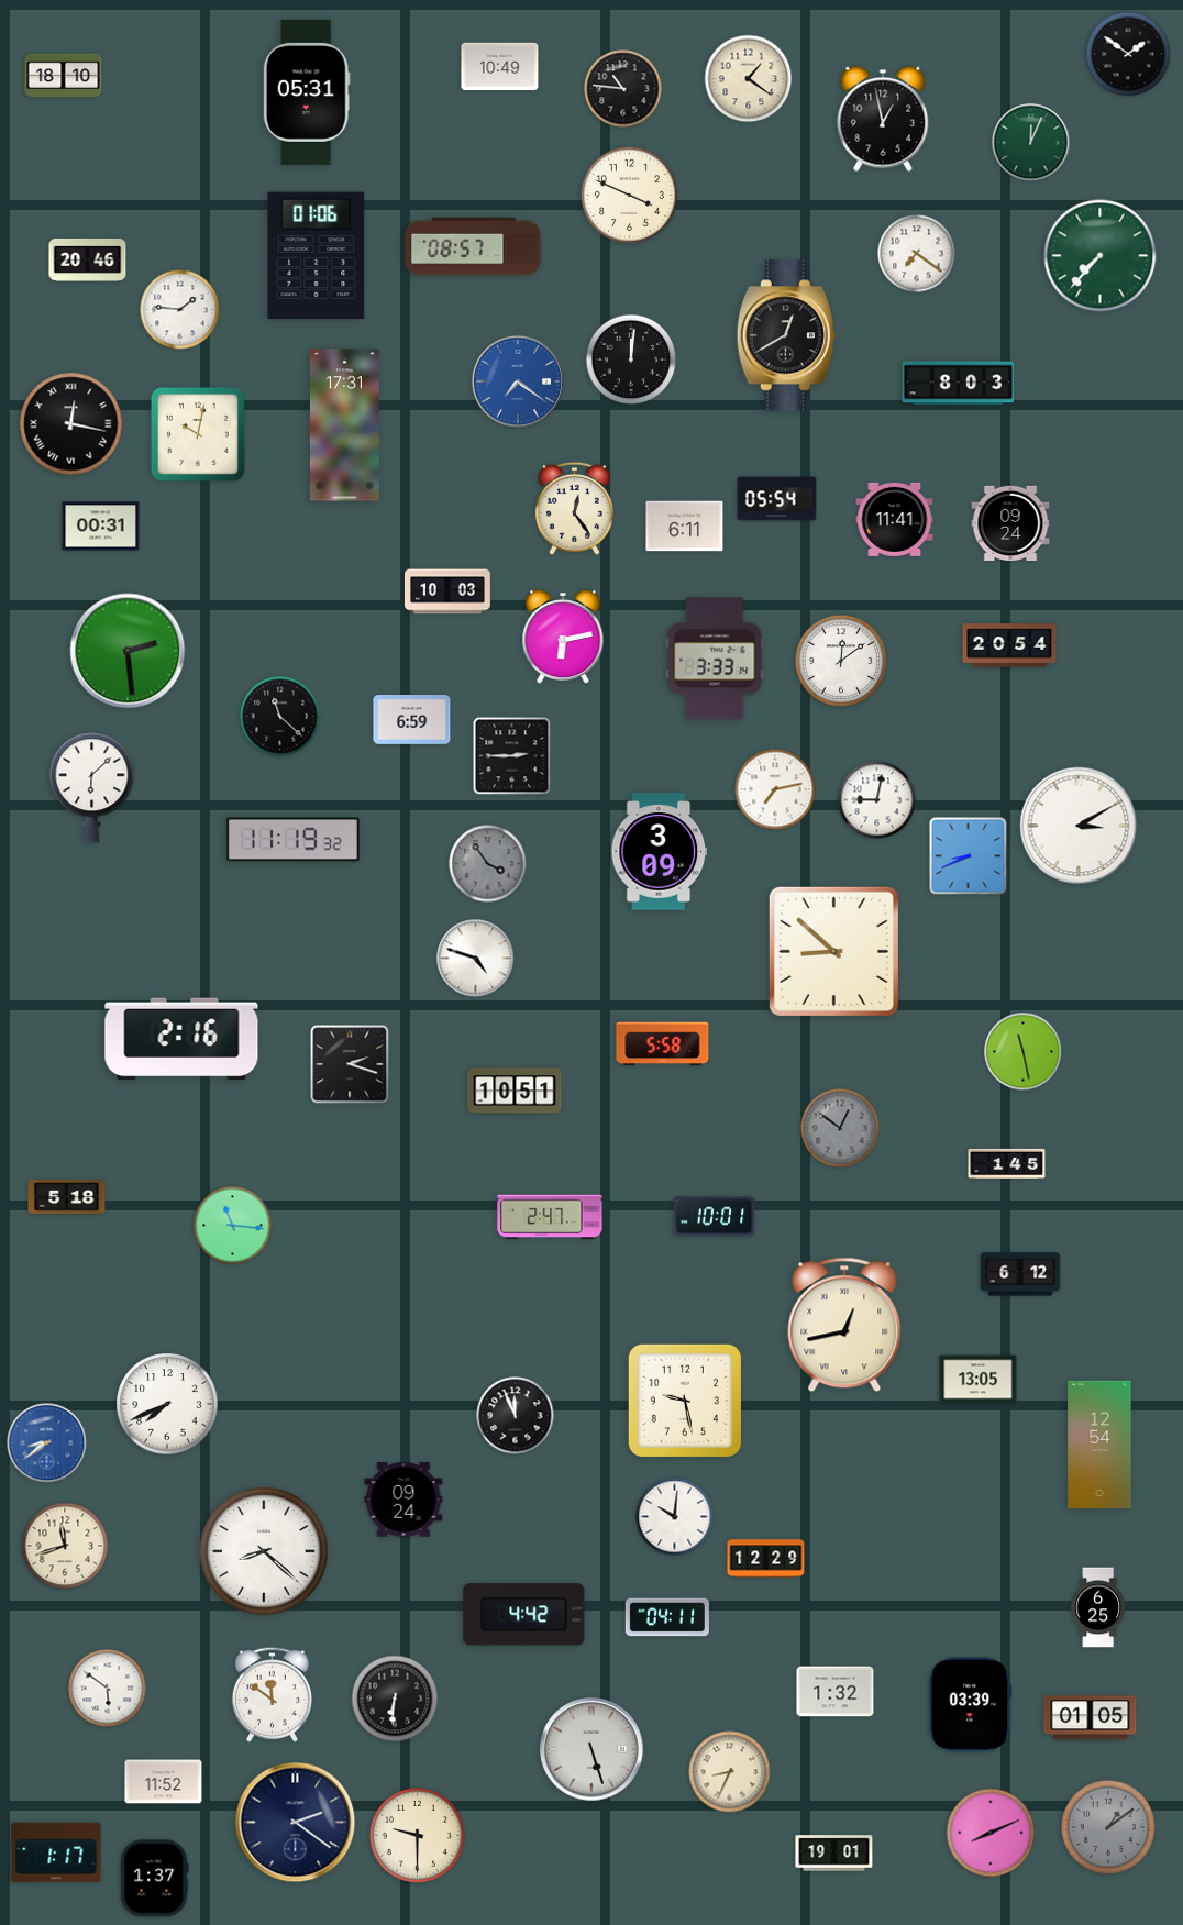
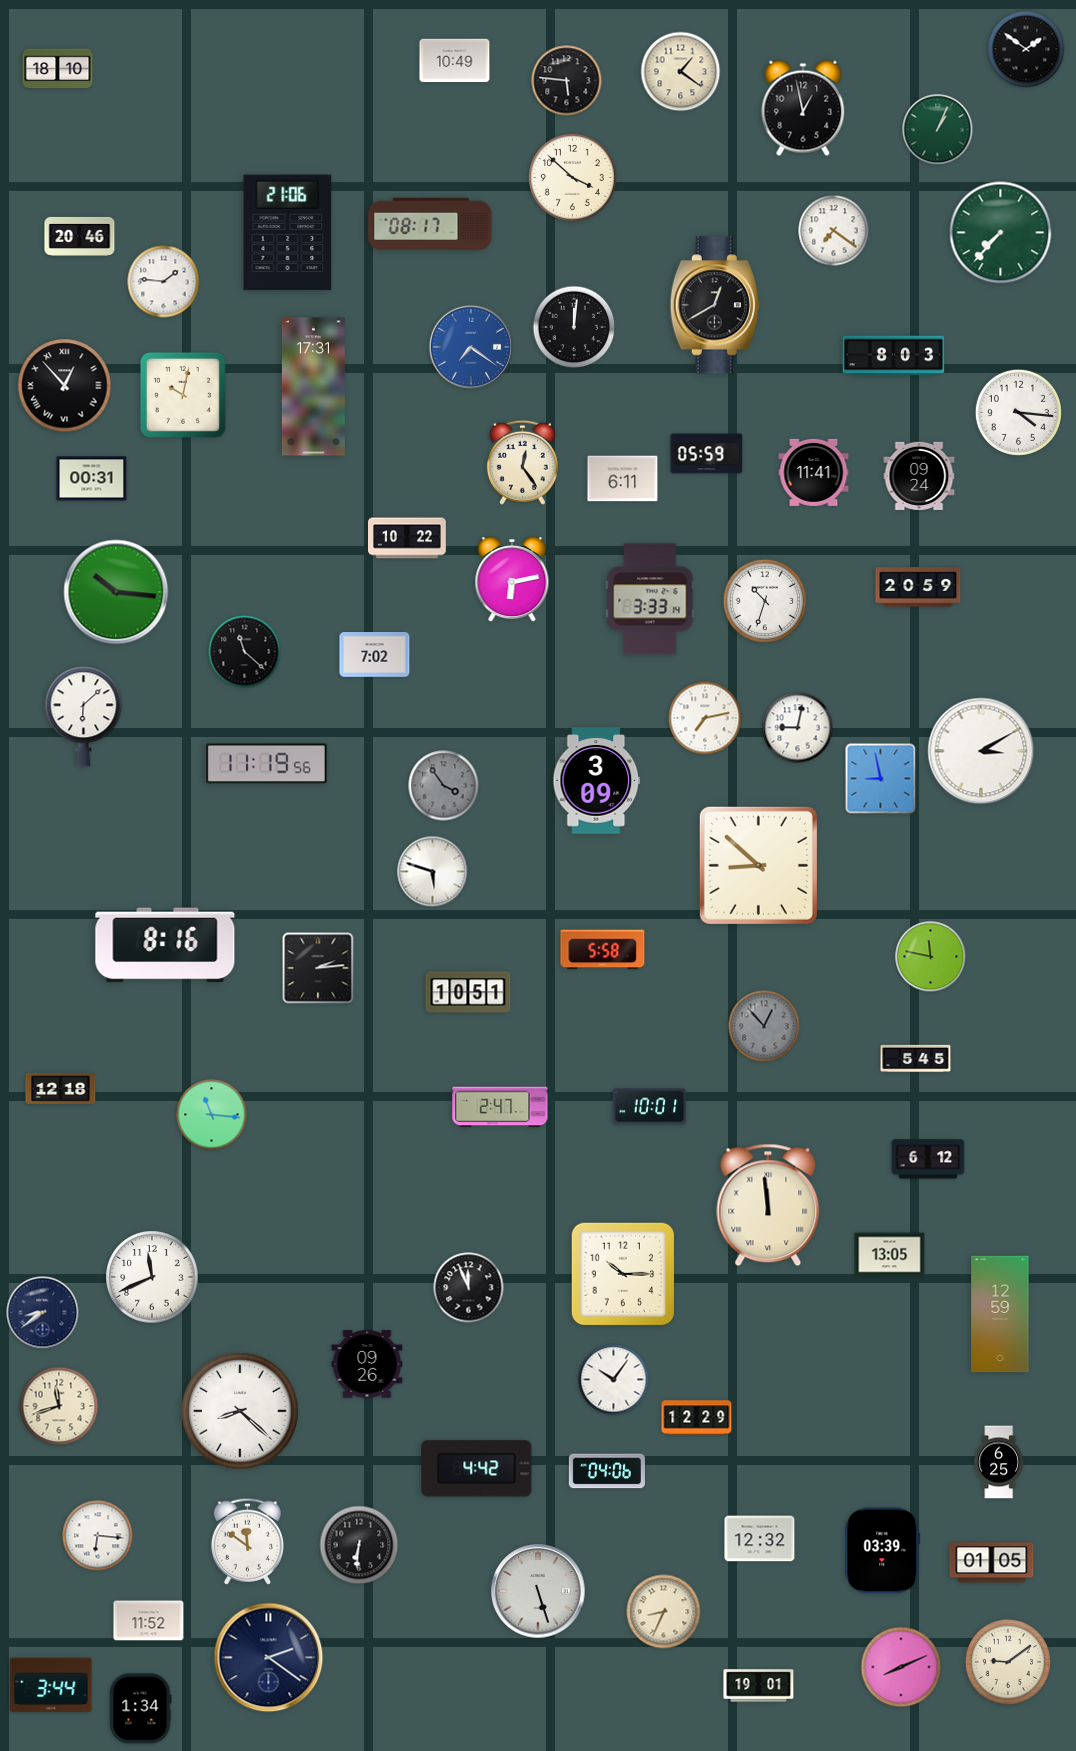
clock at (623, 89): 10:46 -> 5:46
clock at (307, 92): 05:31 -> none
clock at (1031, 143): 12:04 -> 1:04
clock at (629, 195): 3:49 -> 3:52
clock at (473, 246): 08:57 -> 08:17
clock at (317, 256): 01:06 -> 21:06
clock at (959, 384) position: (959, 384) -> (894, 356)
clock at (71, 424): 12:17 -> 12:53
clock at (198, 434) position: (198, 434) -> (183, 395)
clock at (1018, 412): none -> 4:16
clock at (777, 499): 05:54 -> 05:59
clock at (449, 591): 10:03 -> 10:22
clock at (1009, 645): 20:54 -> 20:59
clock at (128, 651): 2:29 -> 10:16
clock at (841, 661): 12:09 -> 10:33
clock at (280, 717) position: (280, 717) -> (245, 652)
clock at (412, 720): 6:59 -> 7:02
clock at (512, 756): 2:45 -> none
clock at (294, 840): 11:19:32 -> 11:19:56
clock at (660, 852) position: (660, 852) -> (597, 781)
clock at (969, 856): 8:41 -> 8:58
clock at (476, 959): 4:48 -> 5:48
clock at (181, 1039): 2:16 -> 8:16
clock at (1024, 1052): 11:28 -> 11:47
clock at (350, 1064): 2:18 -> 2:14
clock at (840, 1128): 12:51 -> 12:53
clock at (1007, 1164): 1:45 -> 5:45
clock at (67, 1196): 5:18 -> 12:18
clock at (844, 1325): 12:43 -> 11:59
clock at (684, 1400): 9:28 -> 10:15
clock at (167, 1404): 7:41 -> 11:41
clock at (47, 1443) dial: blue -> navy
clock at (1099, 1445): 12:54 -> 12:59
clock at (403, 1500): 09:24 -> 09:26
clock at (675, 1517): 10:01 -> 10:06
clock at (667, 1617): 04:11 -> 04:06
clock at (108, 1689): 5:51 -> 6:16
clock at (836, 1692): 1:32 -> 12:32
clock at (1108, 1827): 1:09 -> 9:09
clock at (1108, 1827) dial: grey -> cream
clock at (417, 1835): 9:30 -> none
clock at (56, 1852): 1:17 -> 3:44
clock at (155, 1879): 1:37 -> 1:34
